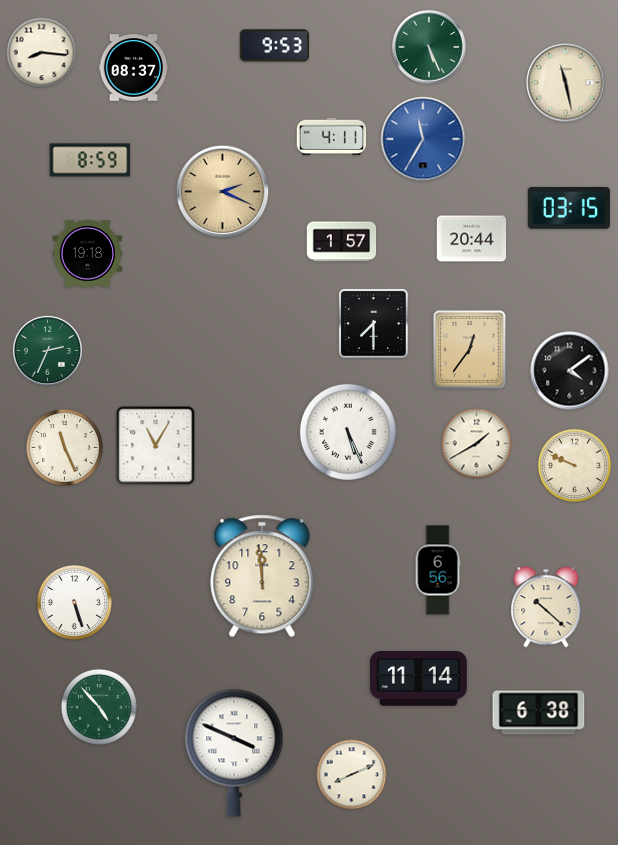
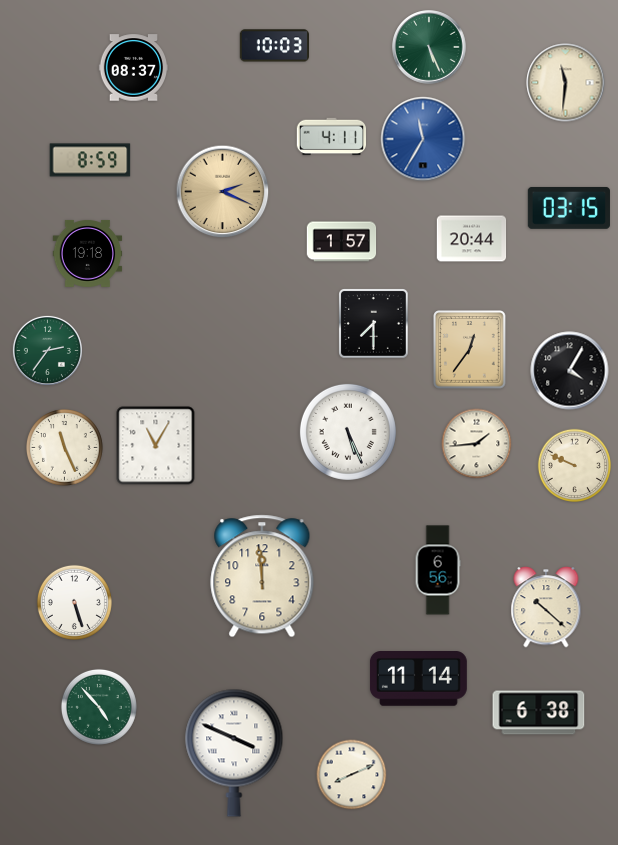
clock at (274, 46): 9:53 -> 10:03
clock at (42, 53): 8:16 -> none
clock at (566, 83): 11:28 -> 11:31
clock at (47, 350): 2:34 -> 2:36
clock at (570, 371): 4:09 -> 4:05
clock at (477, 444): 1:40 -> 1:44
